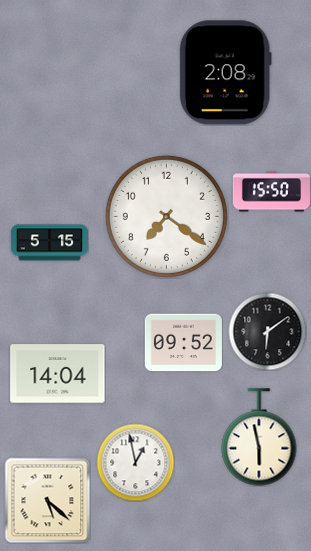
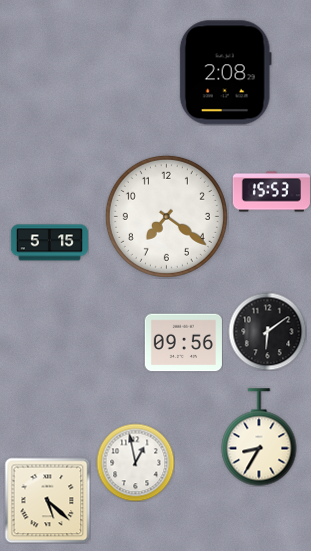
clock at (271, 192): 15:50 -> 15:53
clock at (183, 343): 09:52 -> 09:56
clock at (58, 374): 14:04 -> none
clock at (259, 437): 5:58 -> 8:35
